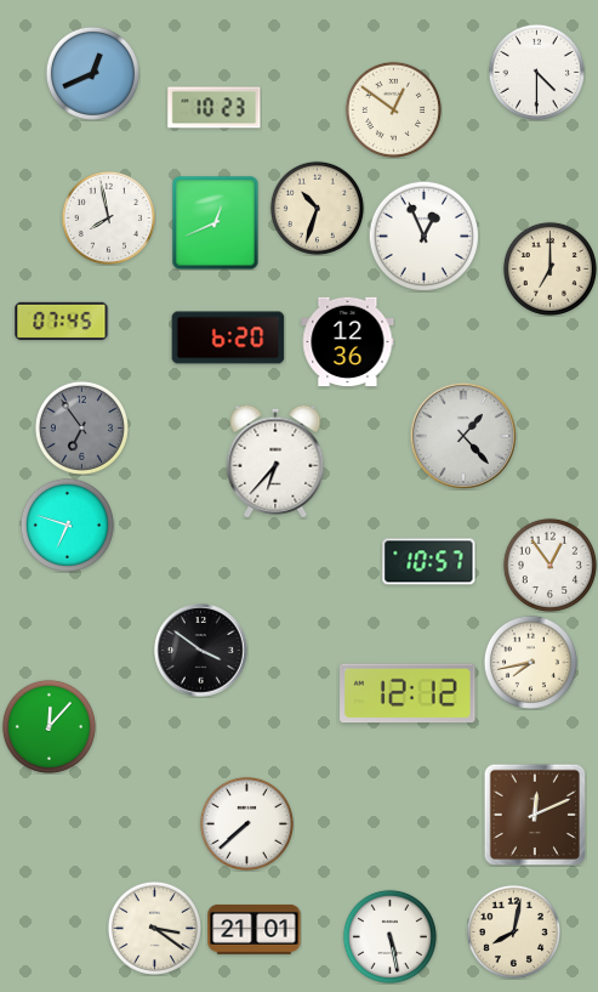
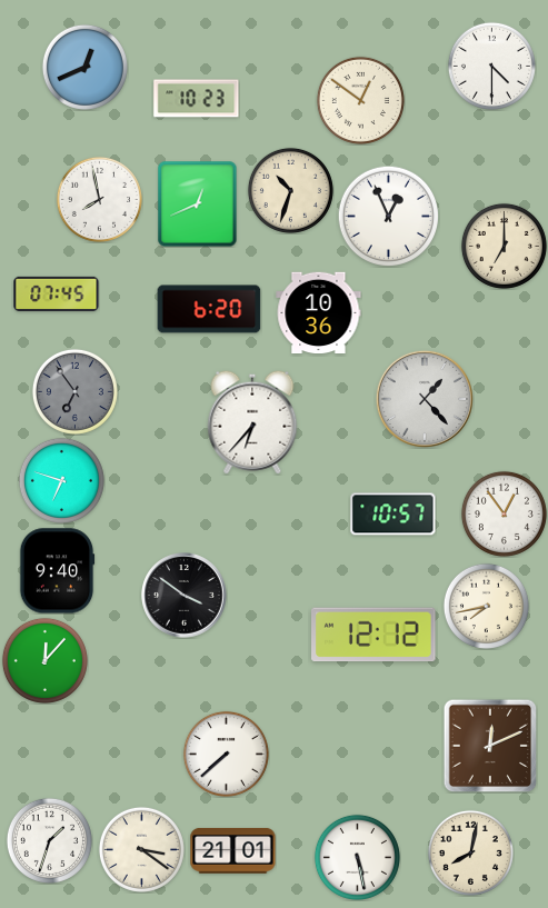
clock at (348, 342): 12:36 -> 10:36
clock at (549, 565) position: (549, 565) -> (504, 513)
clock at (57, 571): none -> 9:40
clock at (49, 726) position: (49, 726) -> (44, 660)
clock at (49, 840): none -> 1:33
